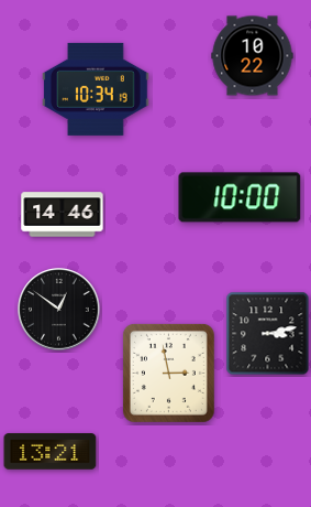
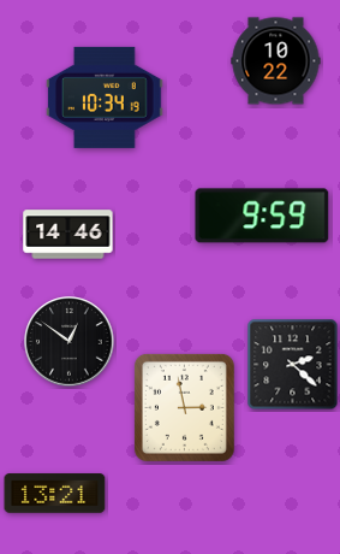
clock at (240, 197): 10:00 -> 9:59
clock at (59, 310) position: (59, 310) -> (70, 342)
clock at (268, 334): 3:13 -> 2:22
